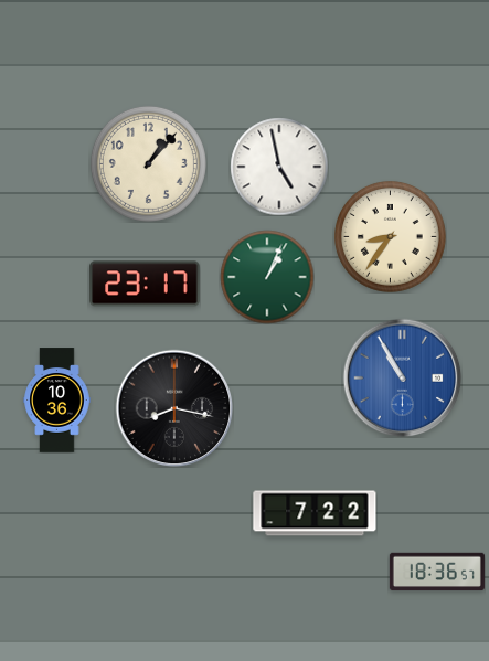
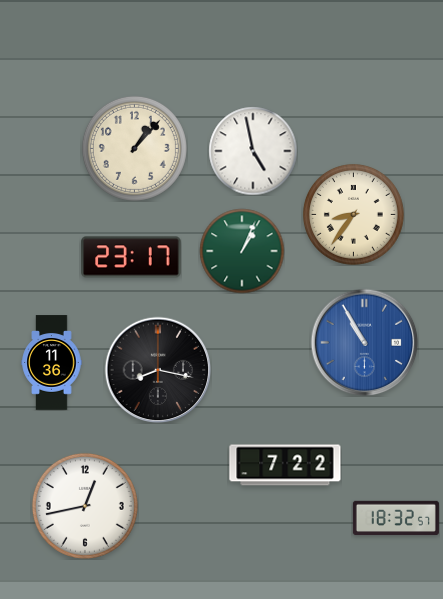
clock at (57, 401): 10:36 -> 11:36
clock at (85, 506): none -> 12:43
clock at (437, 572): 18:36 -> 18:32
